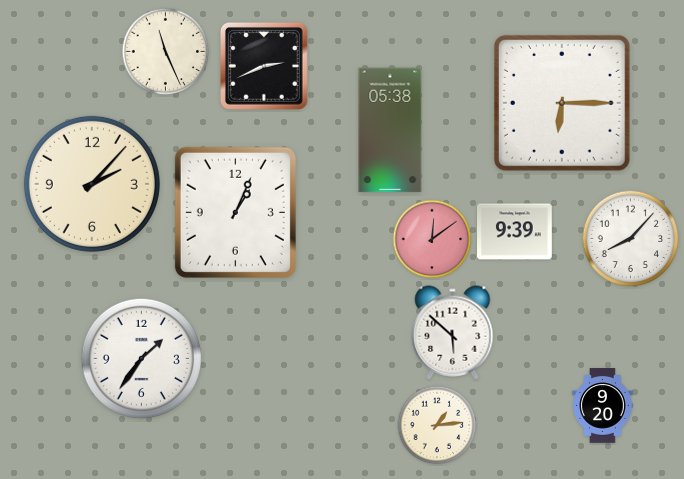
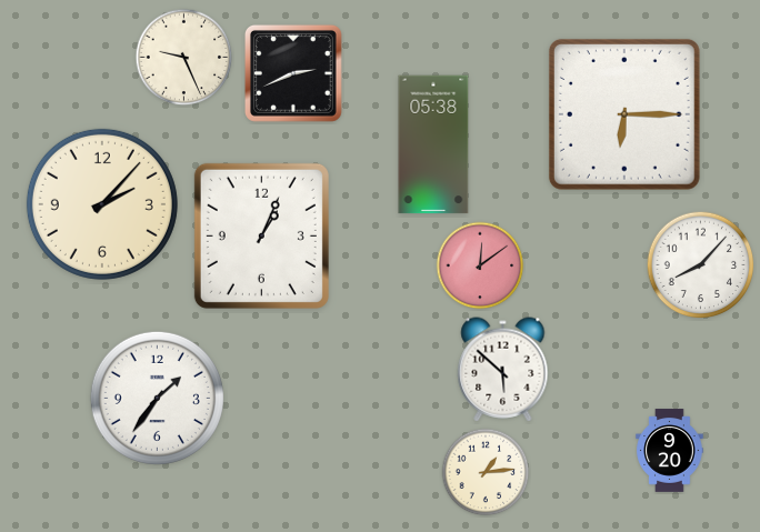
clock at (166, 52): 11:26 -> 9:26
clock at (515, 232): 9:39 -> none
